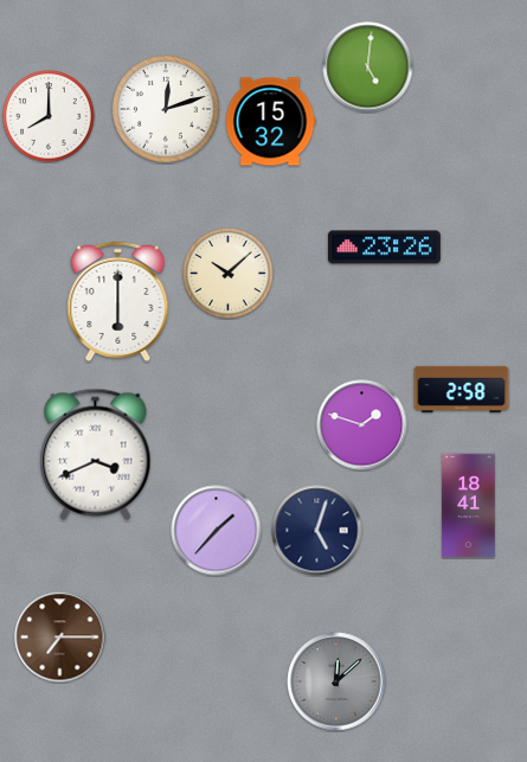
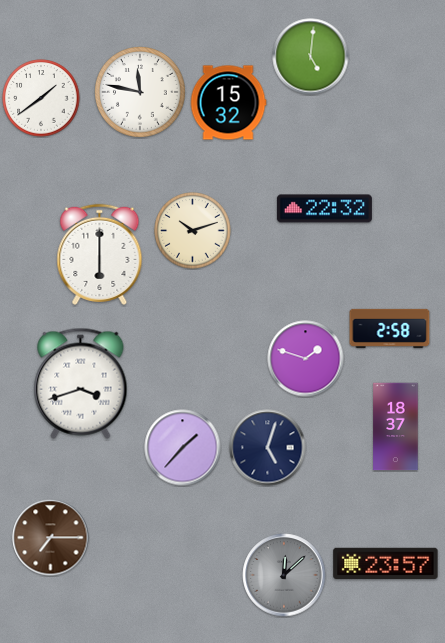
clock at (167, 110): 12:12 -> 11:47
clock at (49, 116): 8:00 -> 1:39
clock at (384, 248): 23:26 -> 22:32
clock at (229, 274): 10:08 -> 10:12
clock at (96, 454): 3:41 -> 3:42
clock at (469, 506): 18:41 -> 18:37
clock at (386, 564): none -> 23:57
